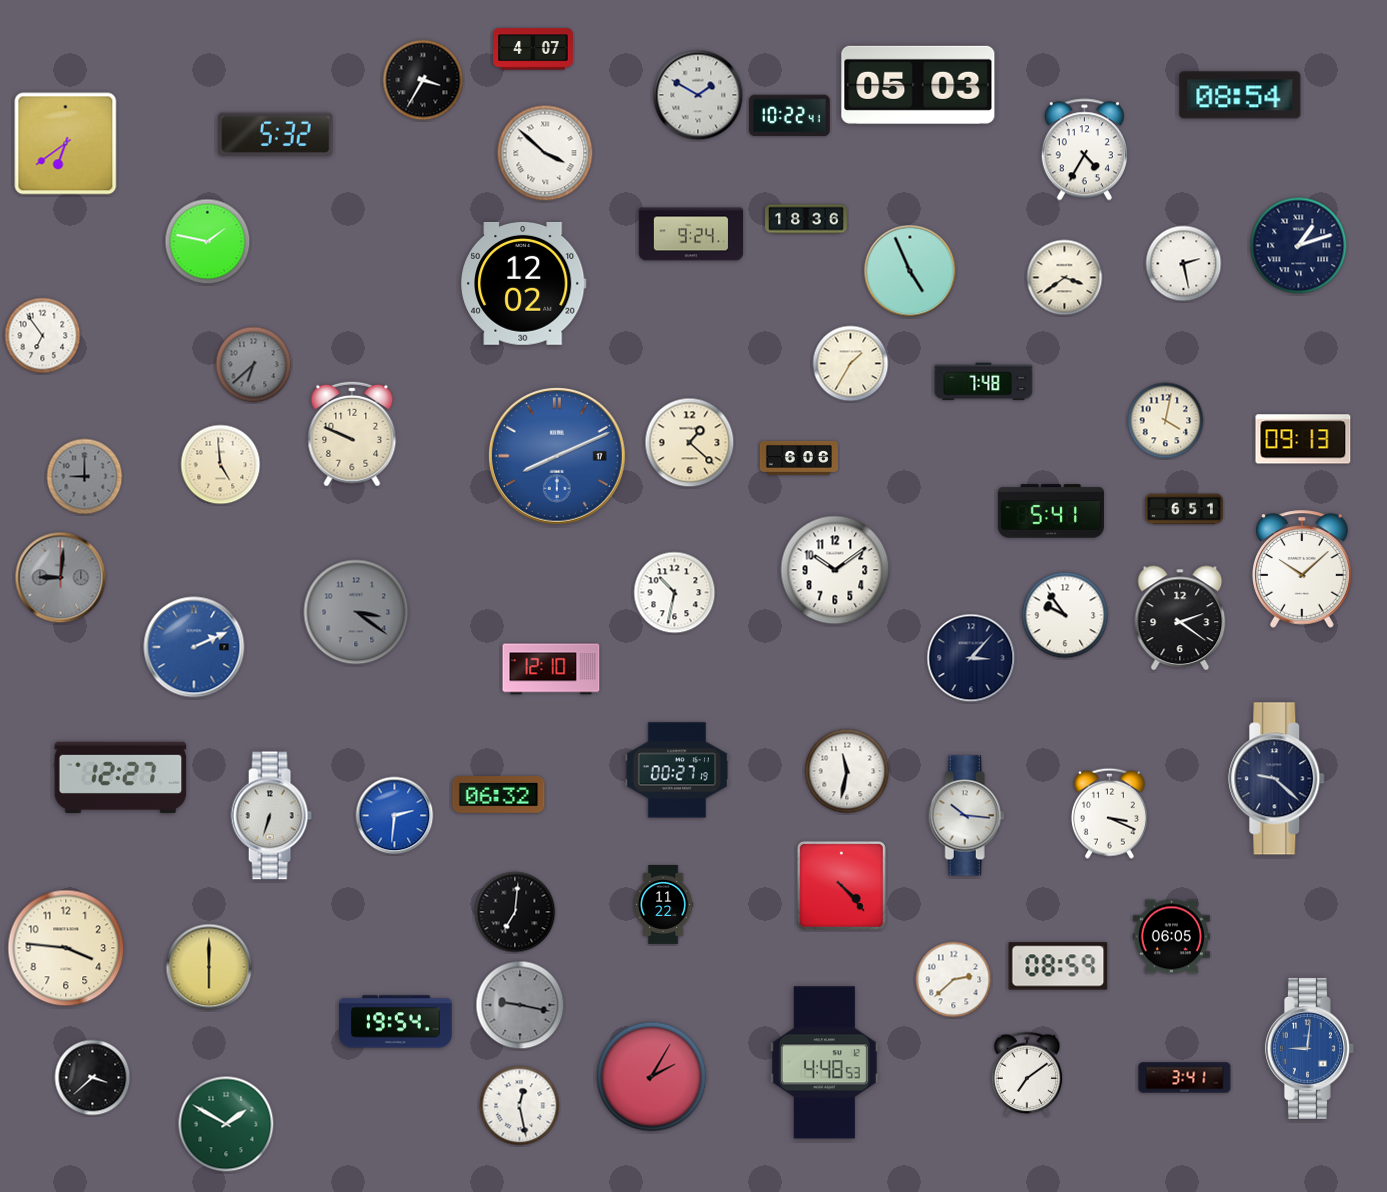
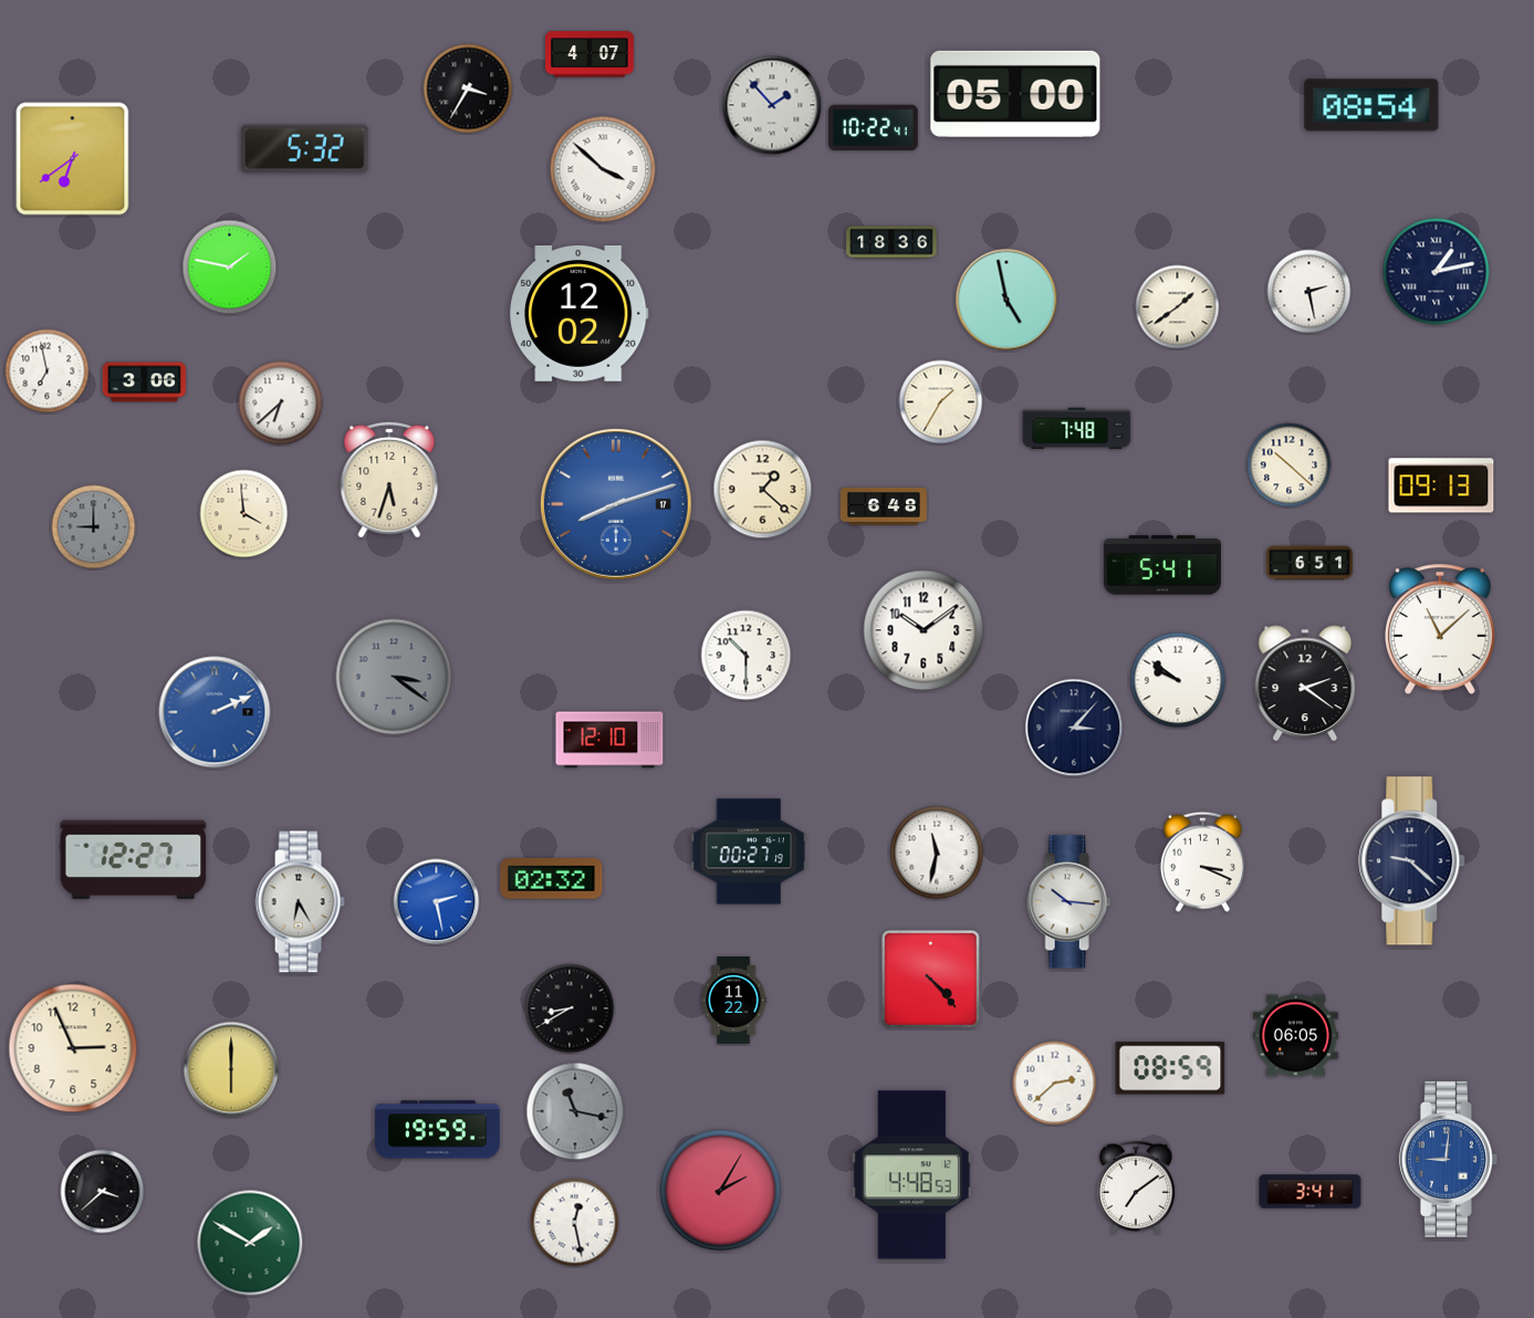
clock at (918, 85): 05:03 -> 05:00
clock at (698, 95): 1:50 -> 1:53
clock at (1084, 150): 4:35 -> none
clock at (691, 234): 9:24 -> none
clock at (1299, 246): 1:12 -> 1:13
clock at (910, 271): 4:56 -> 4:58
clock at (1065, 278): 3:39 -> 1:39
clock at (43, 336): 6:54 -> 6:58
clock at (144, 383): none -> 3:06
clock at (254, 365) dial: grey -> white
clock at (984, 382) position: (984, 382) -> (1077, 429)
clock at (1166, 421): 4:02 -> 10:22
clock at (352, 434): 9:49 -> 5:33
clock at (557, 456): 8:11 -> 8:12
clock at (799, 458): 6:06 -> 6:48
clock at (221, 465): 4:59 -> 3:59
clock at (1303, 569): 10:08 -> 11:08
clock at (61, 578): 9:01 -> none
clock at (675, 593): 10:32 -> 10:30
clock at (1065, 615): 9:54 -> 9:51
clock at (194, 647) position: (194, 647) -> (215, 712)
clock at (499, 795): 06:32 -> 02:32
clock at (1109, 813) position: (1109, 813) -> (1202, 861)
clock at (271, 816): 6:33 -> 6:25
clock at (395, 816): 2:31 -> 2:28
clock at (515, 912): 7:01 -> 8:40
clock at (66, 948): 3:46 -> 2:56
clock at (520, 1005): 9:17 -> 11:17
clock at (396, 1022): 19:54 -> 19:59
